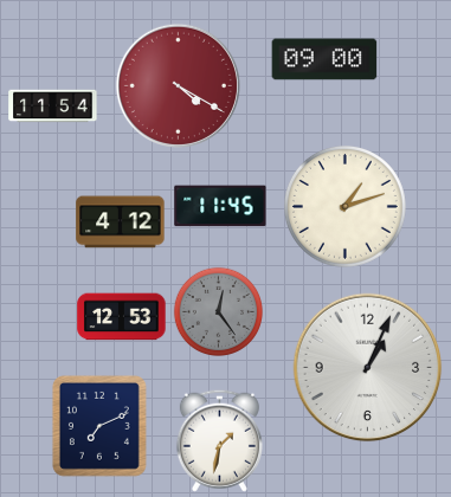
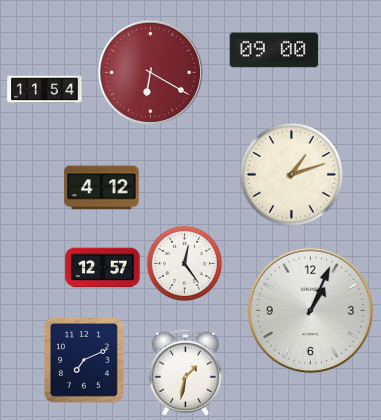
clock at (178, 85): 4:20 -> 6:20
clock at (220, 206): 11:45 -> none
clock at (218, 311) dial: grey -> white
clock at (122, 317): 12:53 -> 12:57
